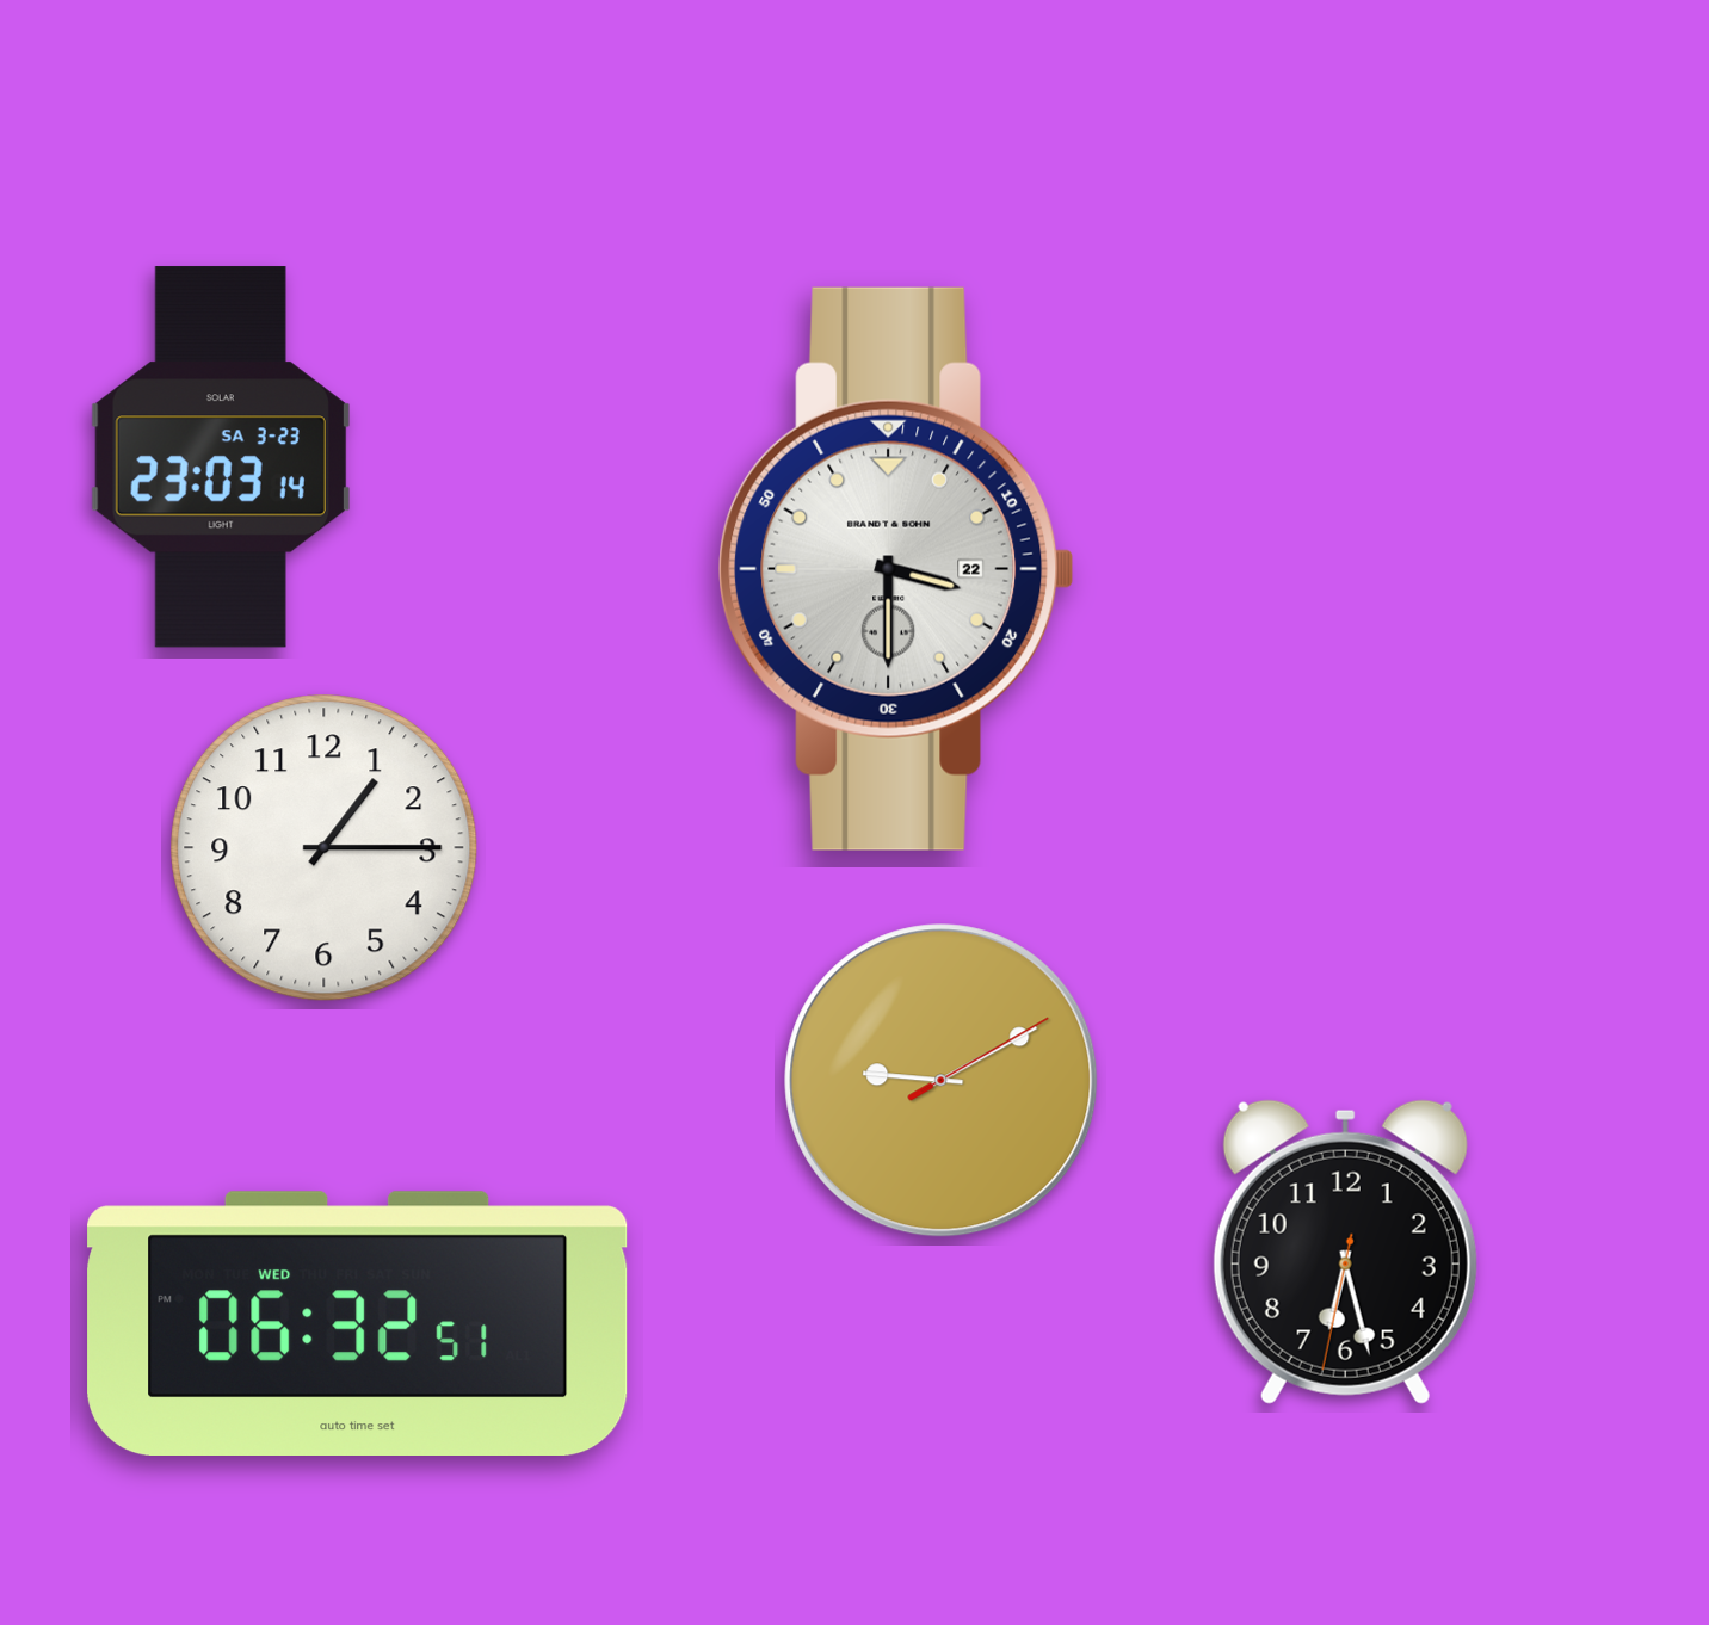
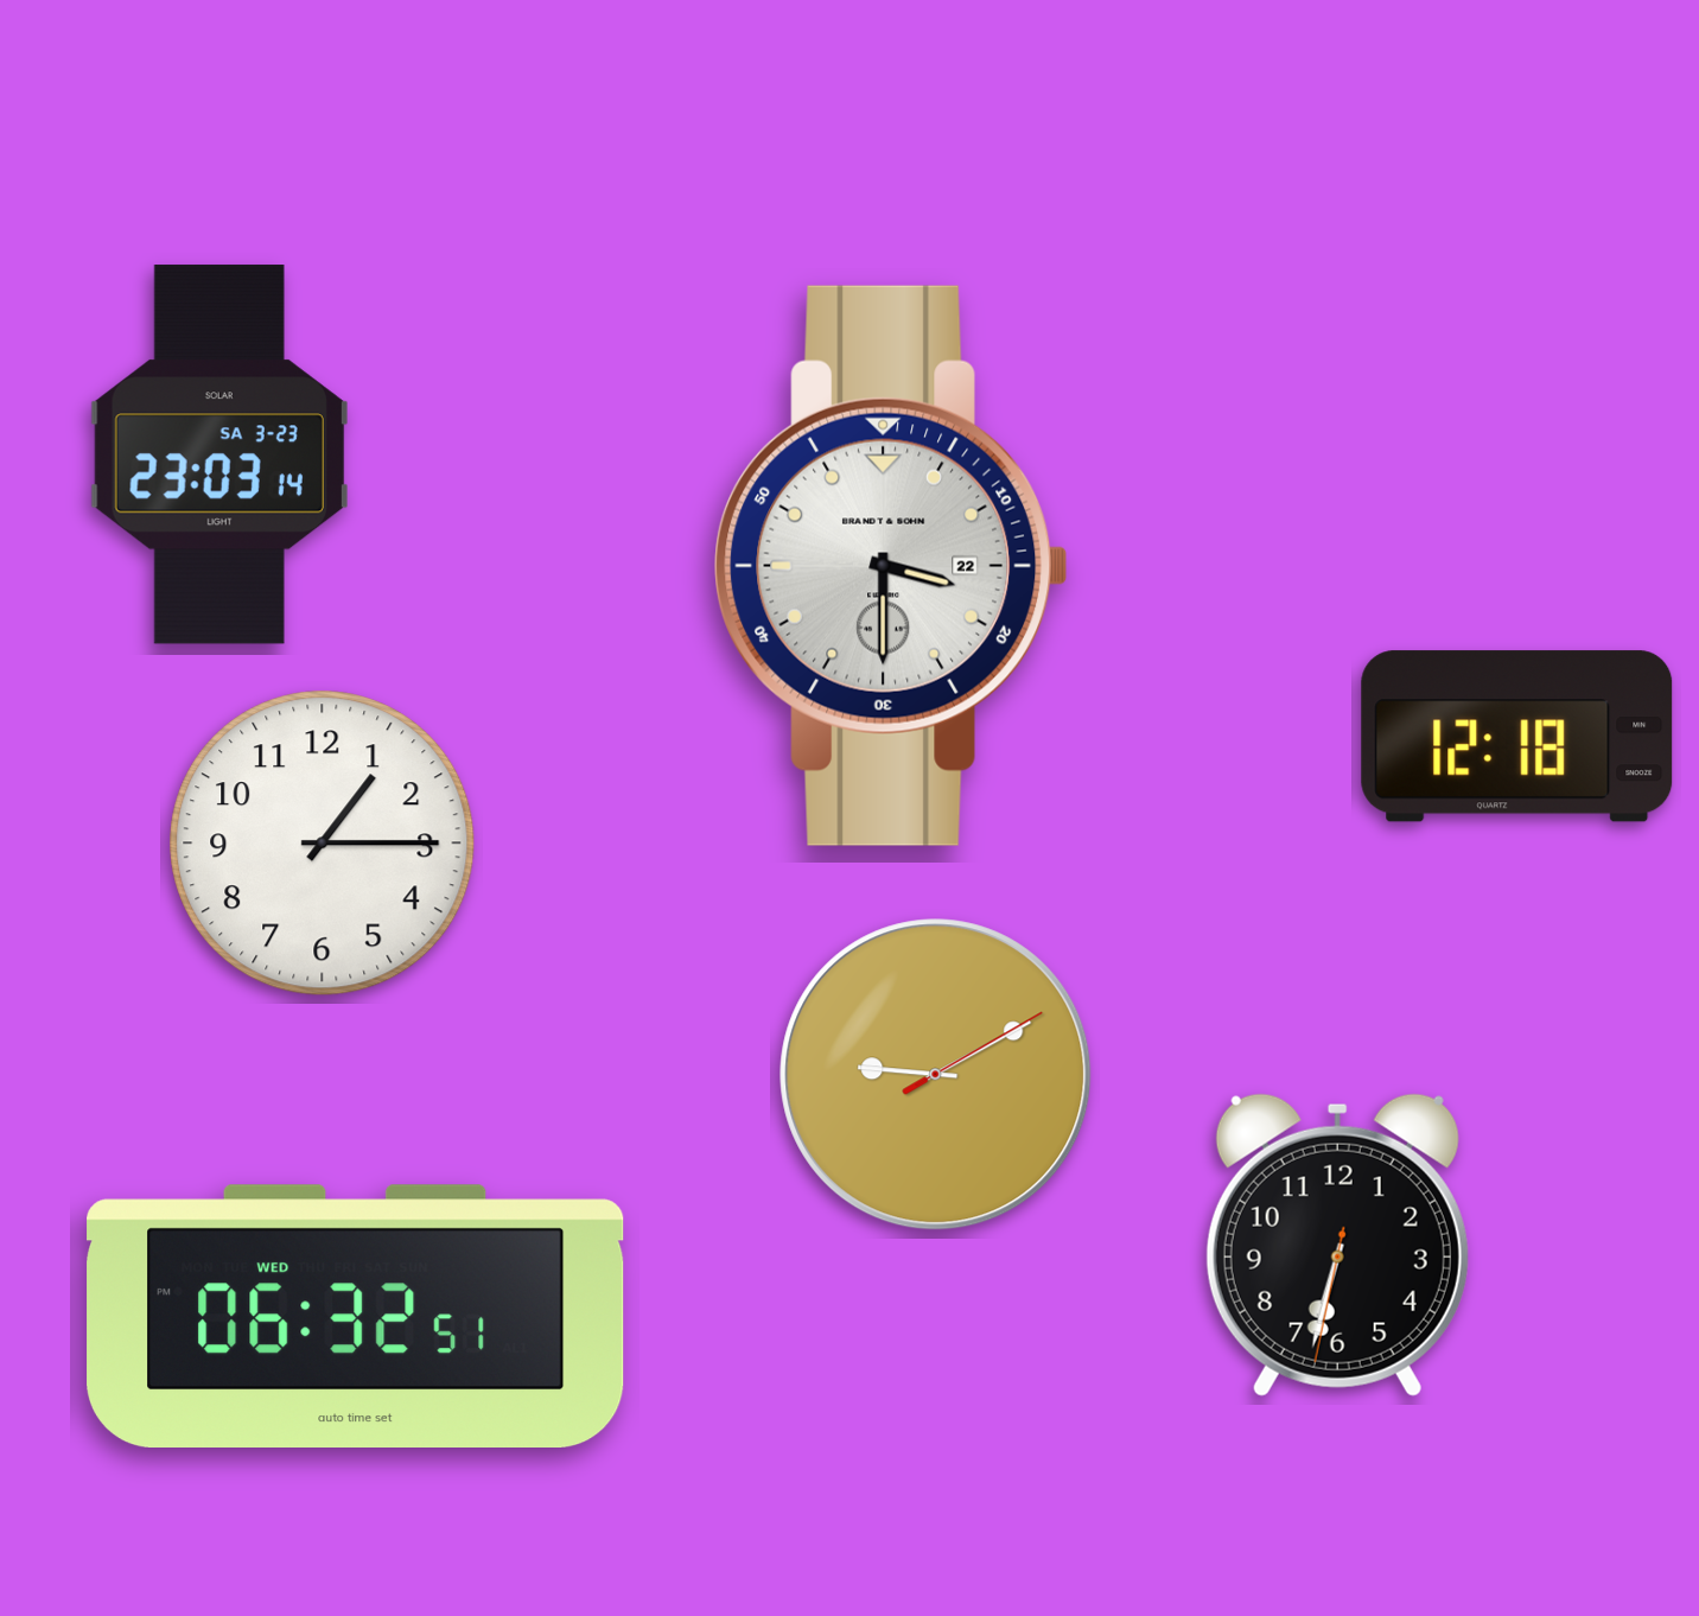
clock at (1517, 737): none -> 12:18
clock at (1345, 1252): 6:27 -> 6:32
